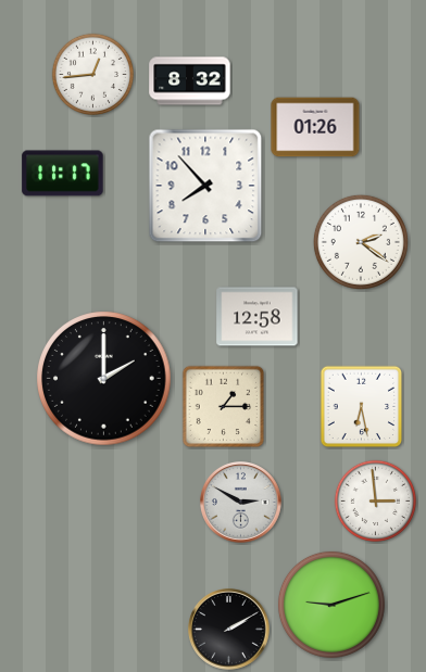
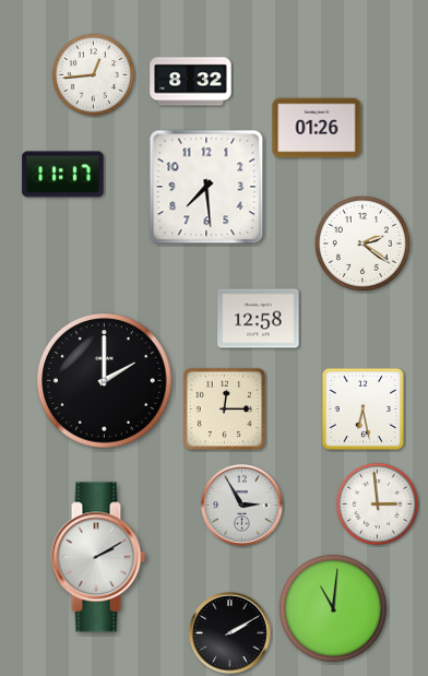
clock at (205, 186): 7:53 -> 7:29
clock at (224, 407): 1:15 -> 12:15
clock at (241, 503): 2:50 -> 2:55
clock at (98, 557): none -> 2:10
clock at (331, 605): 9:12 -> 11:01
